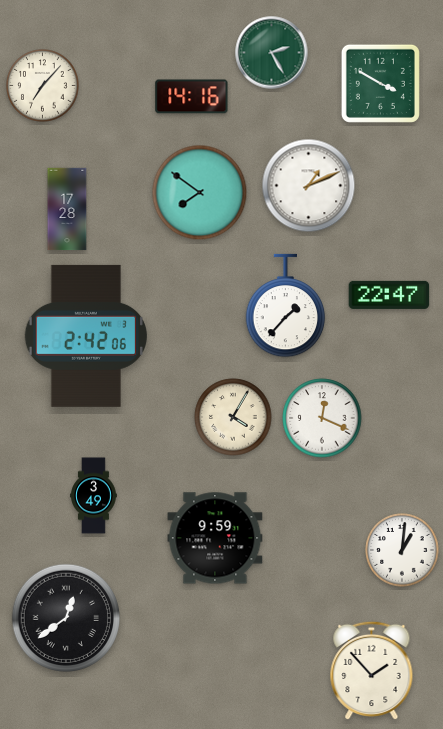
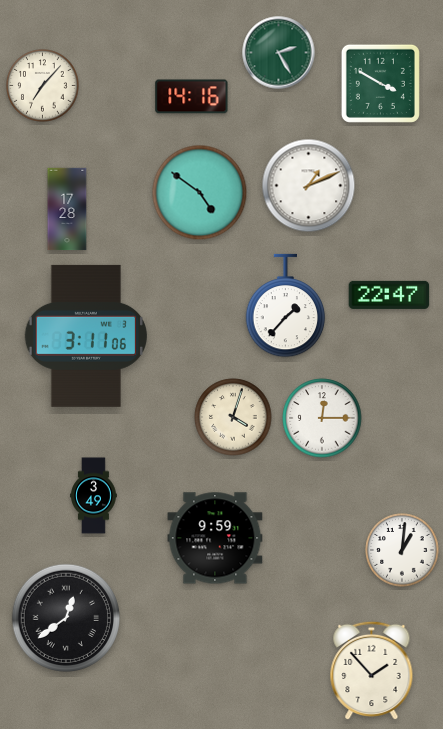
clock at (272, 53) position: (272, 53) -> (279, 53)
clock at (200, 193): 7:51 -> 4:51
clock at (86, 336): 2:42 -> 3:11
clock at (233, 417): 4:05 -> 4:03
clock at (322, 418): 12:19 -> 12:15
